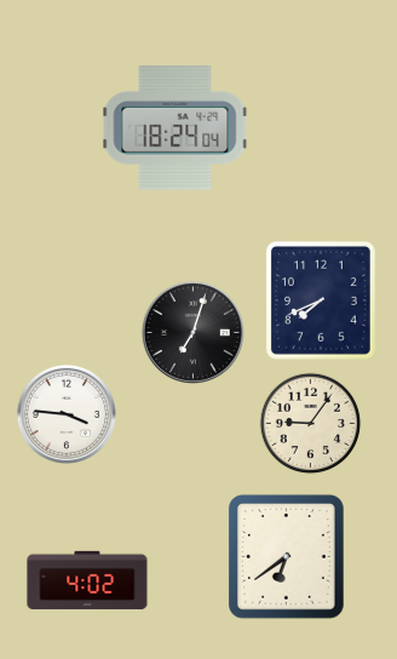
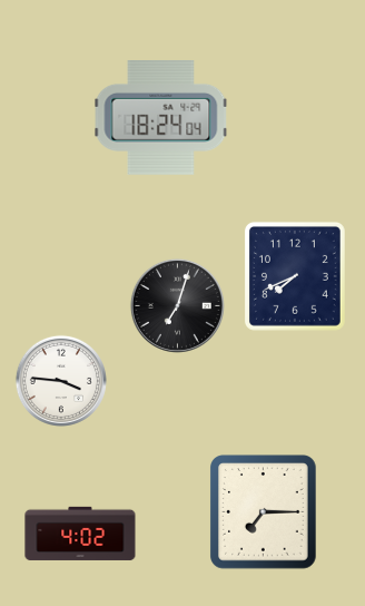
clock at (311, 424): 9:06 -> none
clock at (287, 557): 6:39 -> 7:15
